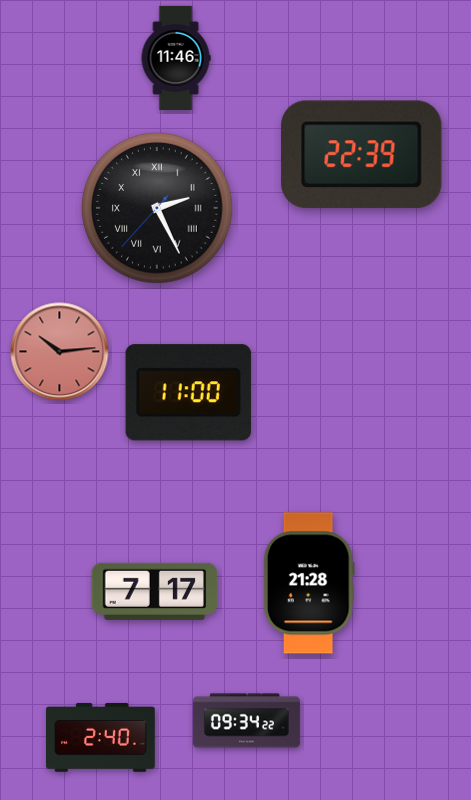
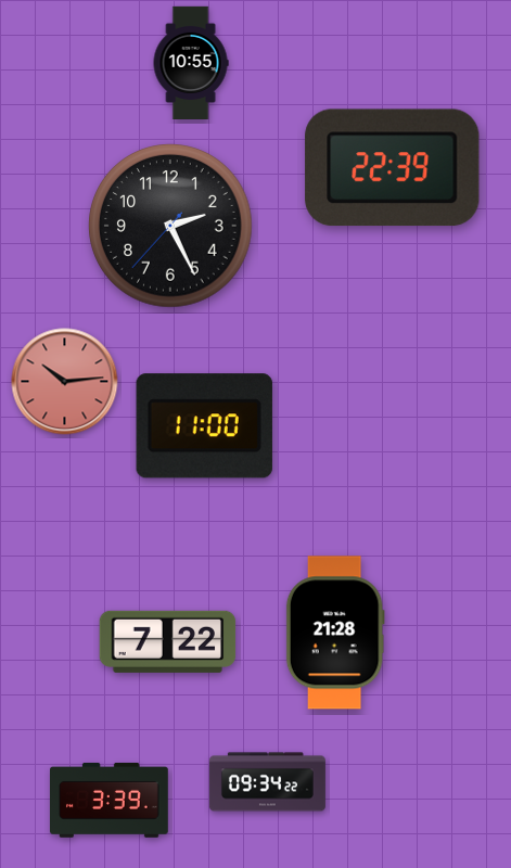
clock at (176, 57): 11:46 -> 10:55
clock at (157, 208) numerals: Roman -> Arabic
clock at (155, 591): 7:17 -> 7:22
clock at (101, 737): 2:40 -> 3:39
